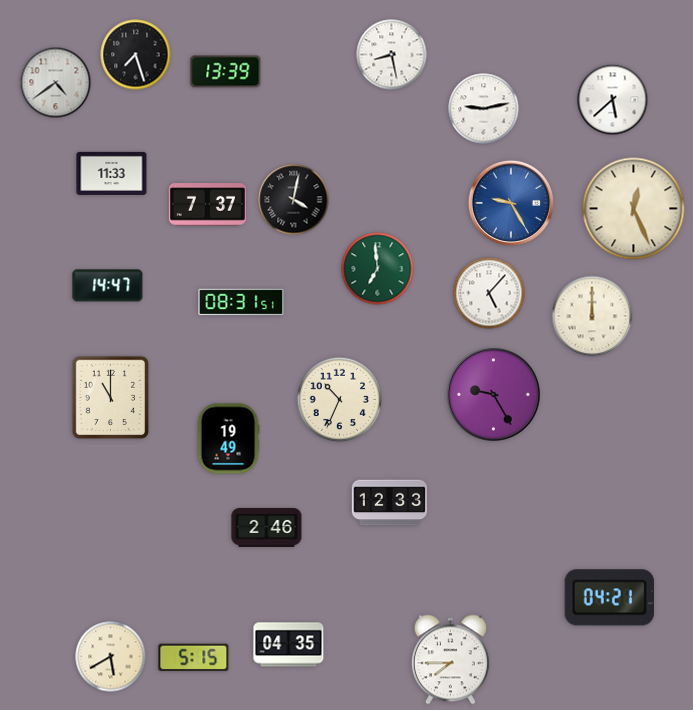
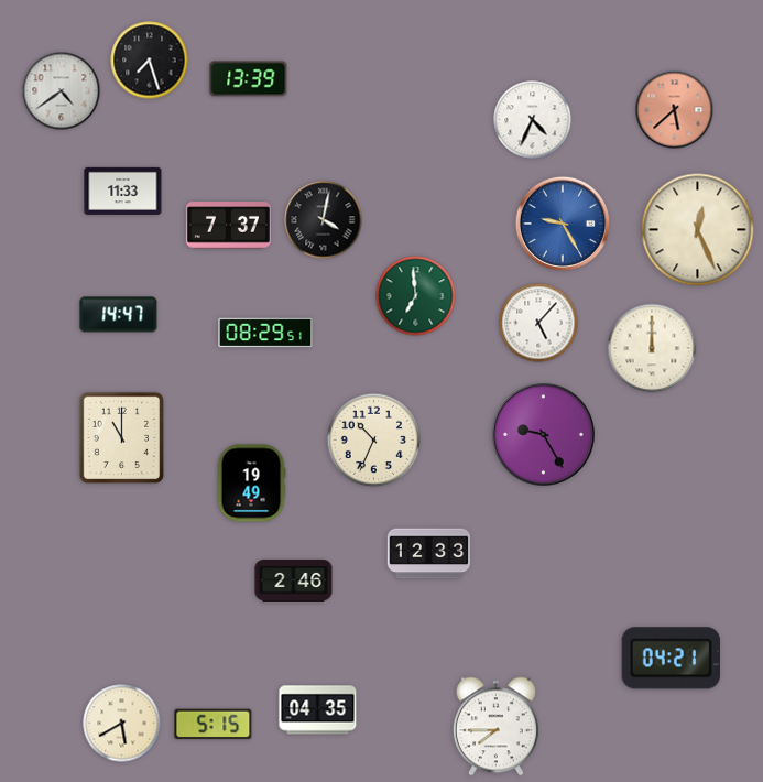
clock at (392, 55): 8:28 -> none
clock at (613, 100) dial: white -> salmon
clock at (484, 109): 9:13 -> 4:34
clock at (241, 302): 08:31 -> 08:29
